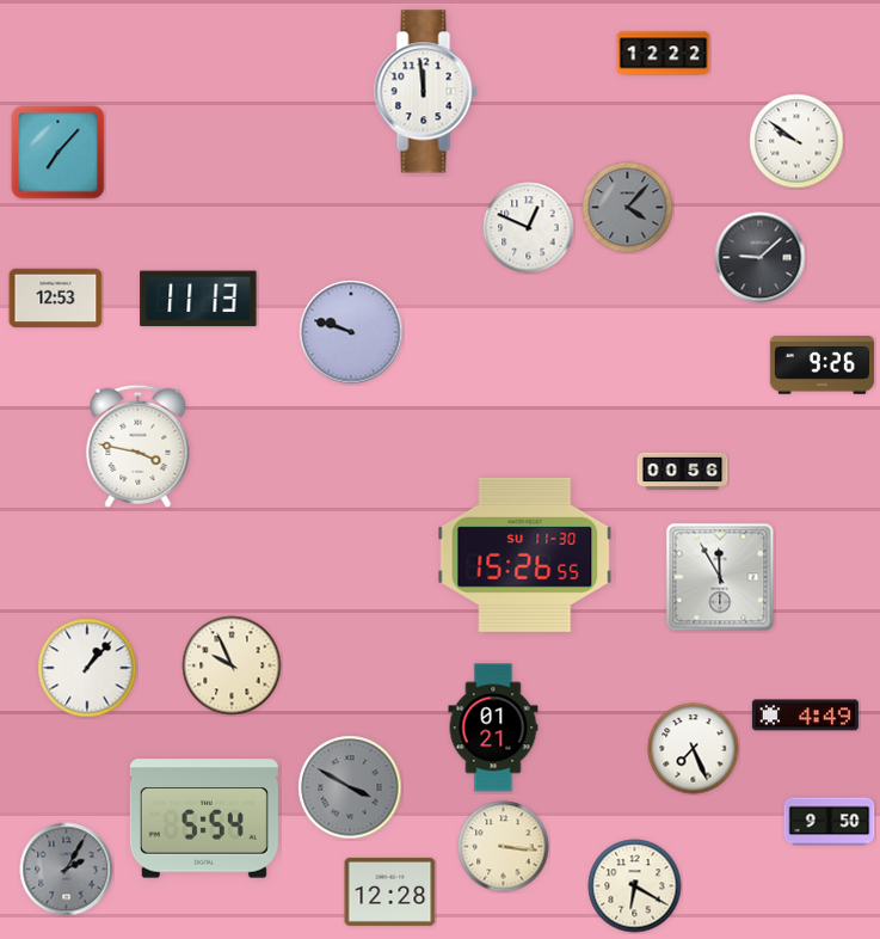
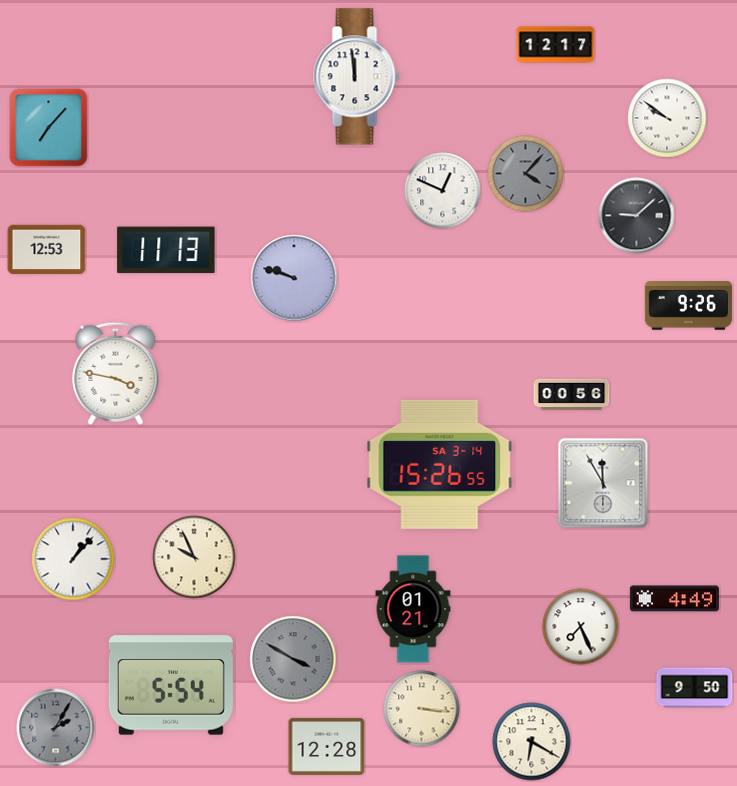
clock at (664, 54): 12:22 -> 12:17
clock at (525, 554) date: SU 11-30 -> SA 3-14
